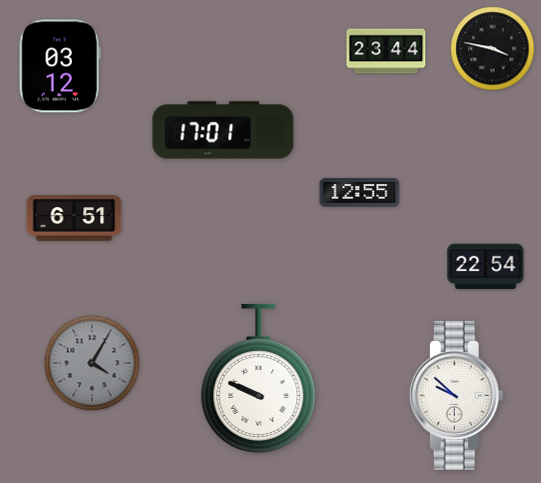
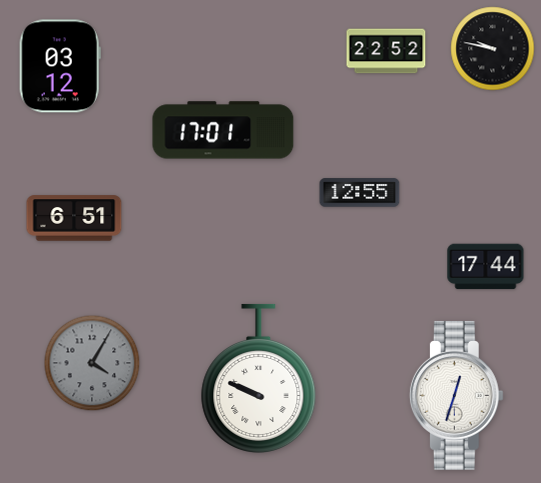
clock at (493, 49): 3:47 -> 9:47
clock at (386, 51): 23:44 -> 22:52
clock at (486, 267): 22:54 -> 17:44
clock at (456, 395): 9:52 -> 12:33
